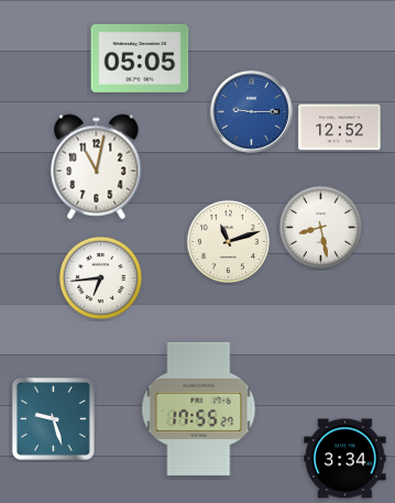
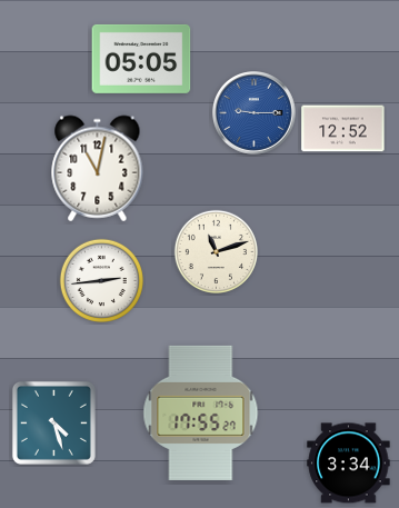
clock at (320, 227): 8:28 -> none
clock at (228, 241) position: (228, 241) -> (216, 251)
clock at (100, 277): 6:44 -> 2:44
clock at (53, 418): 9:27 -> 4:27
